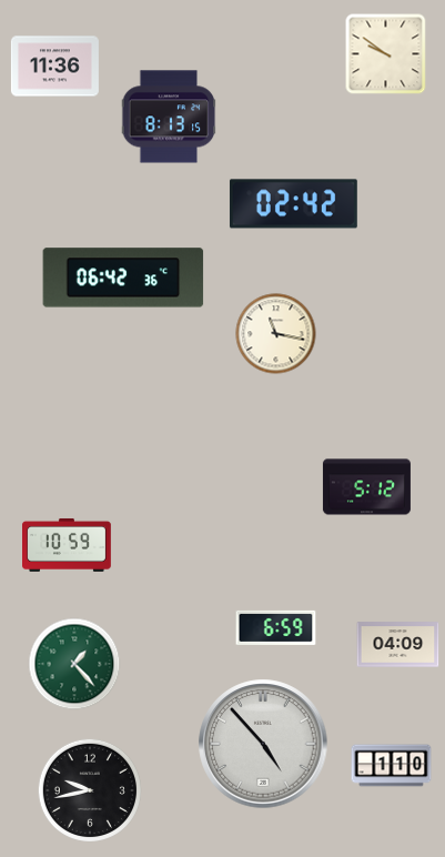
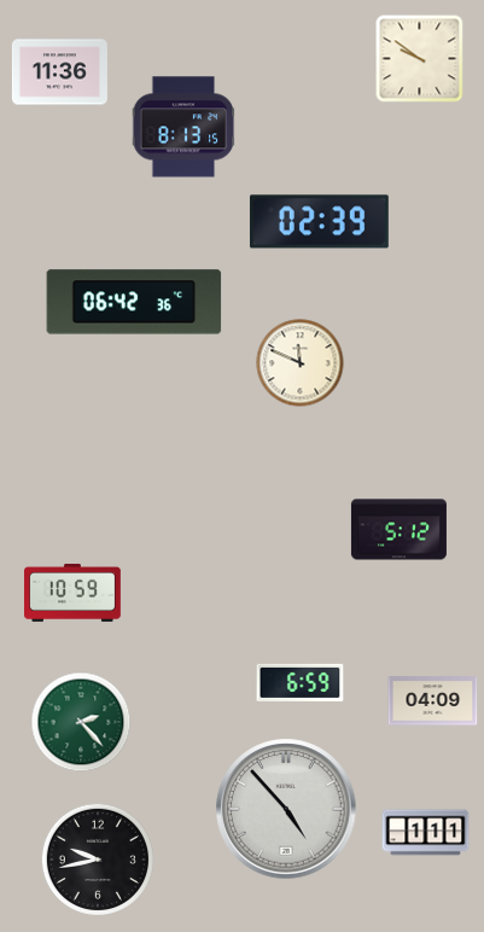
clock at (293, 204): 02:42 -> 02:39
clock at (276, 334): 11:17 -> 11:49
clock at (74, 664): 1:23 -> 2:23
clock at (392, 766): 1:10 -> 1:11
